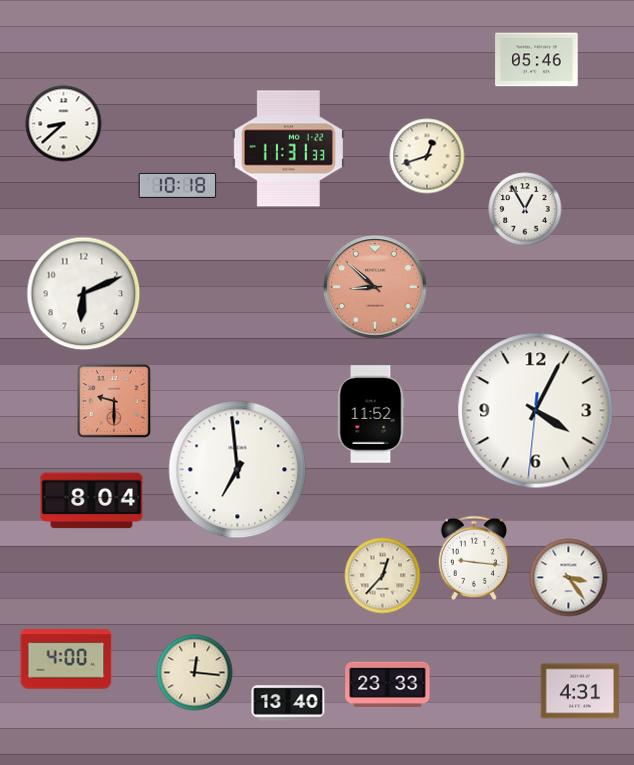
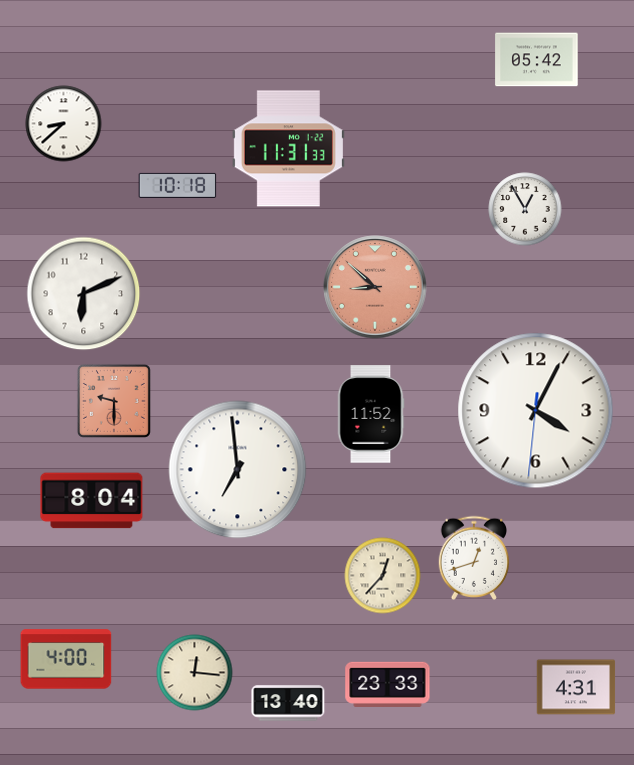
clock at (537, 60): 05:46 -> 05:42
clock at (427, 156): 12:42 -> none
clock at (474, 558): 9:16 -> 12:42
clock at (569, 578): 3:24 -> none
clock at (580, 691) position: (580, 691) -> (576, 687)
